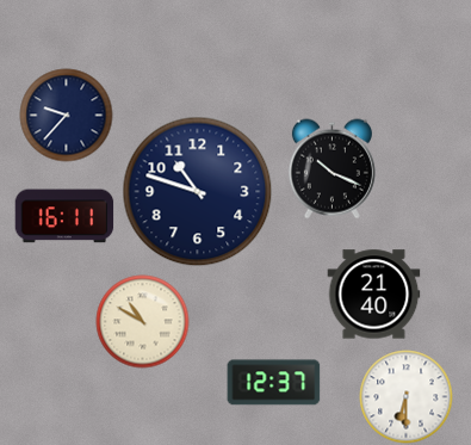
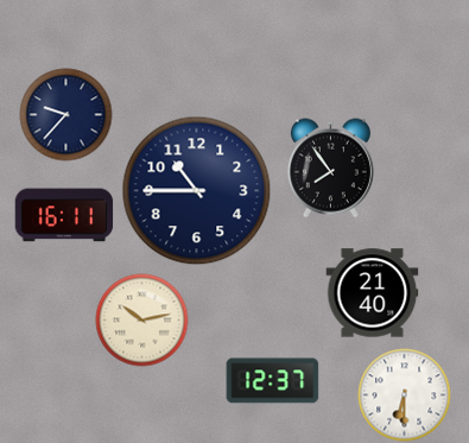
clock at (331, 168): 10:19 -> 7:54
clock at (197, 191): 10:48 -> 10:45
clock at (142, 321): 10:50 -> 10:13
